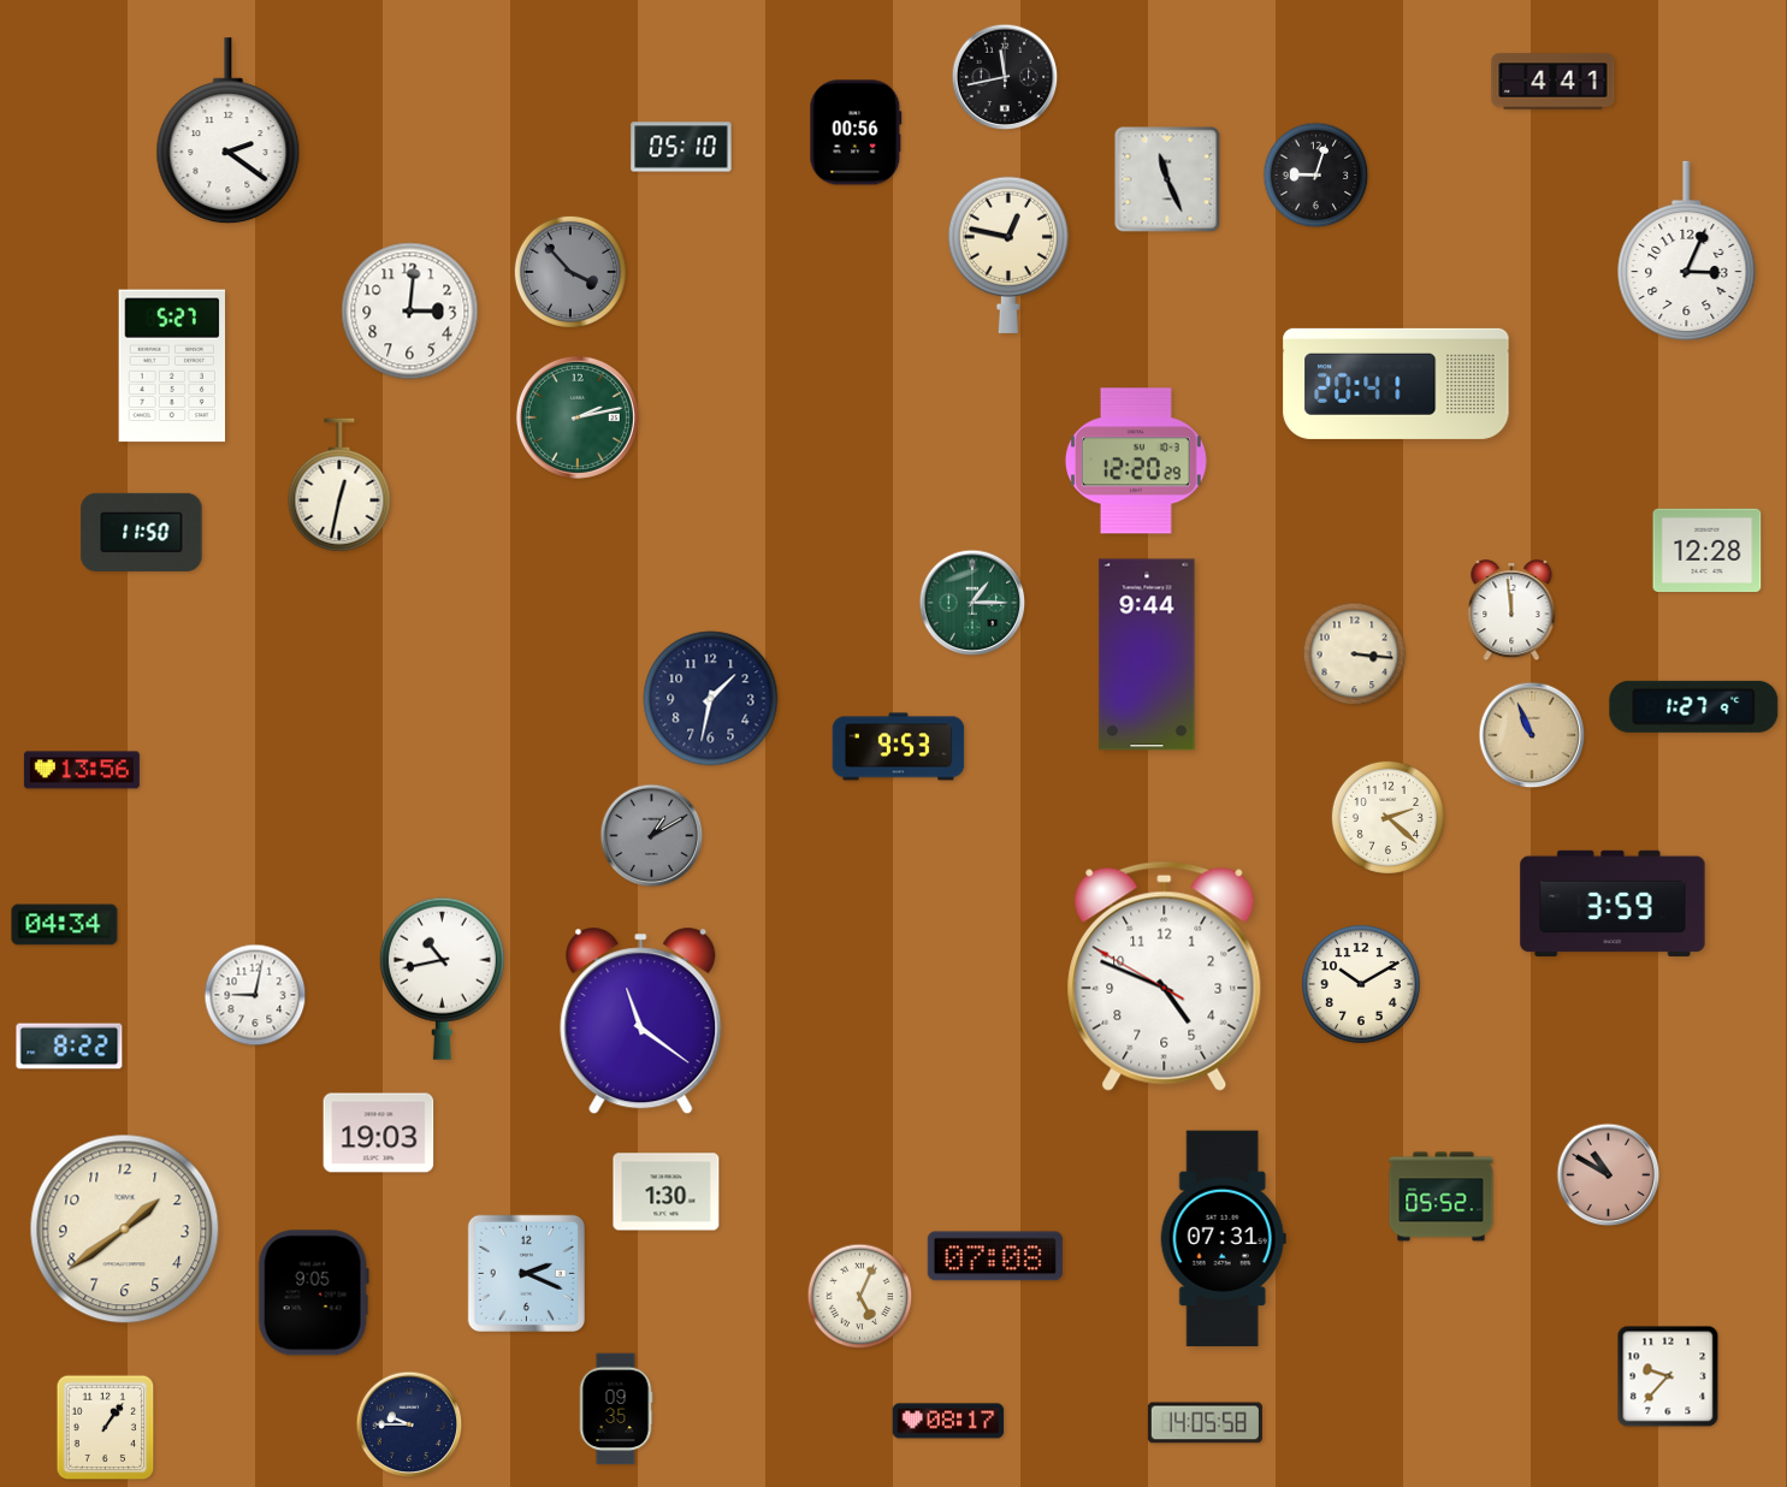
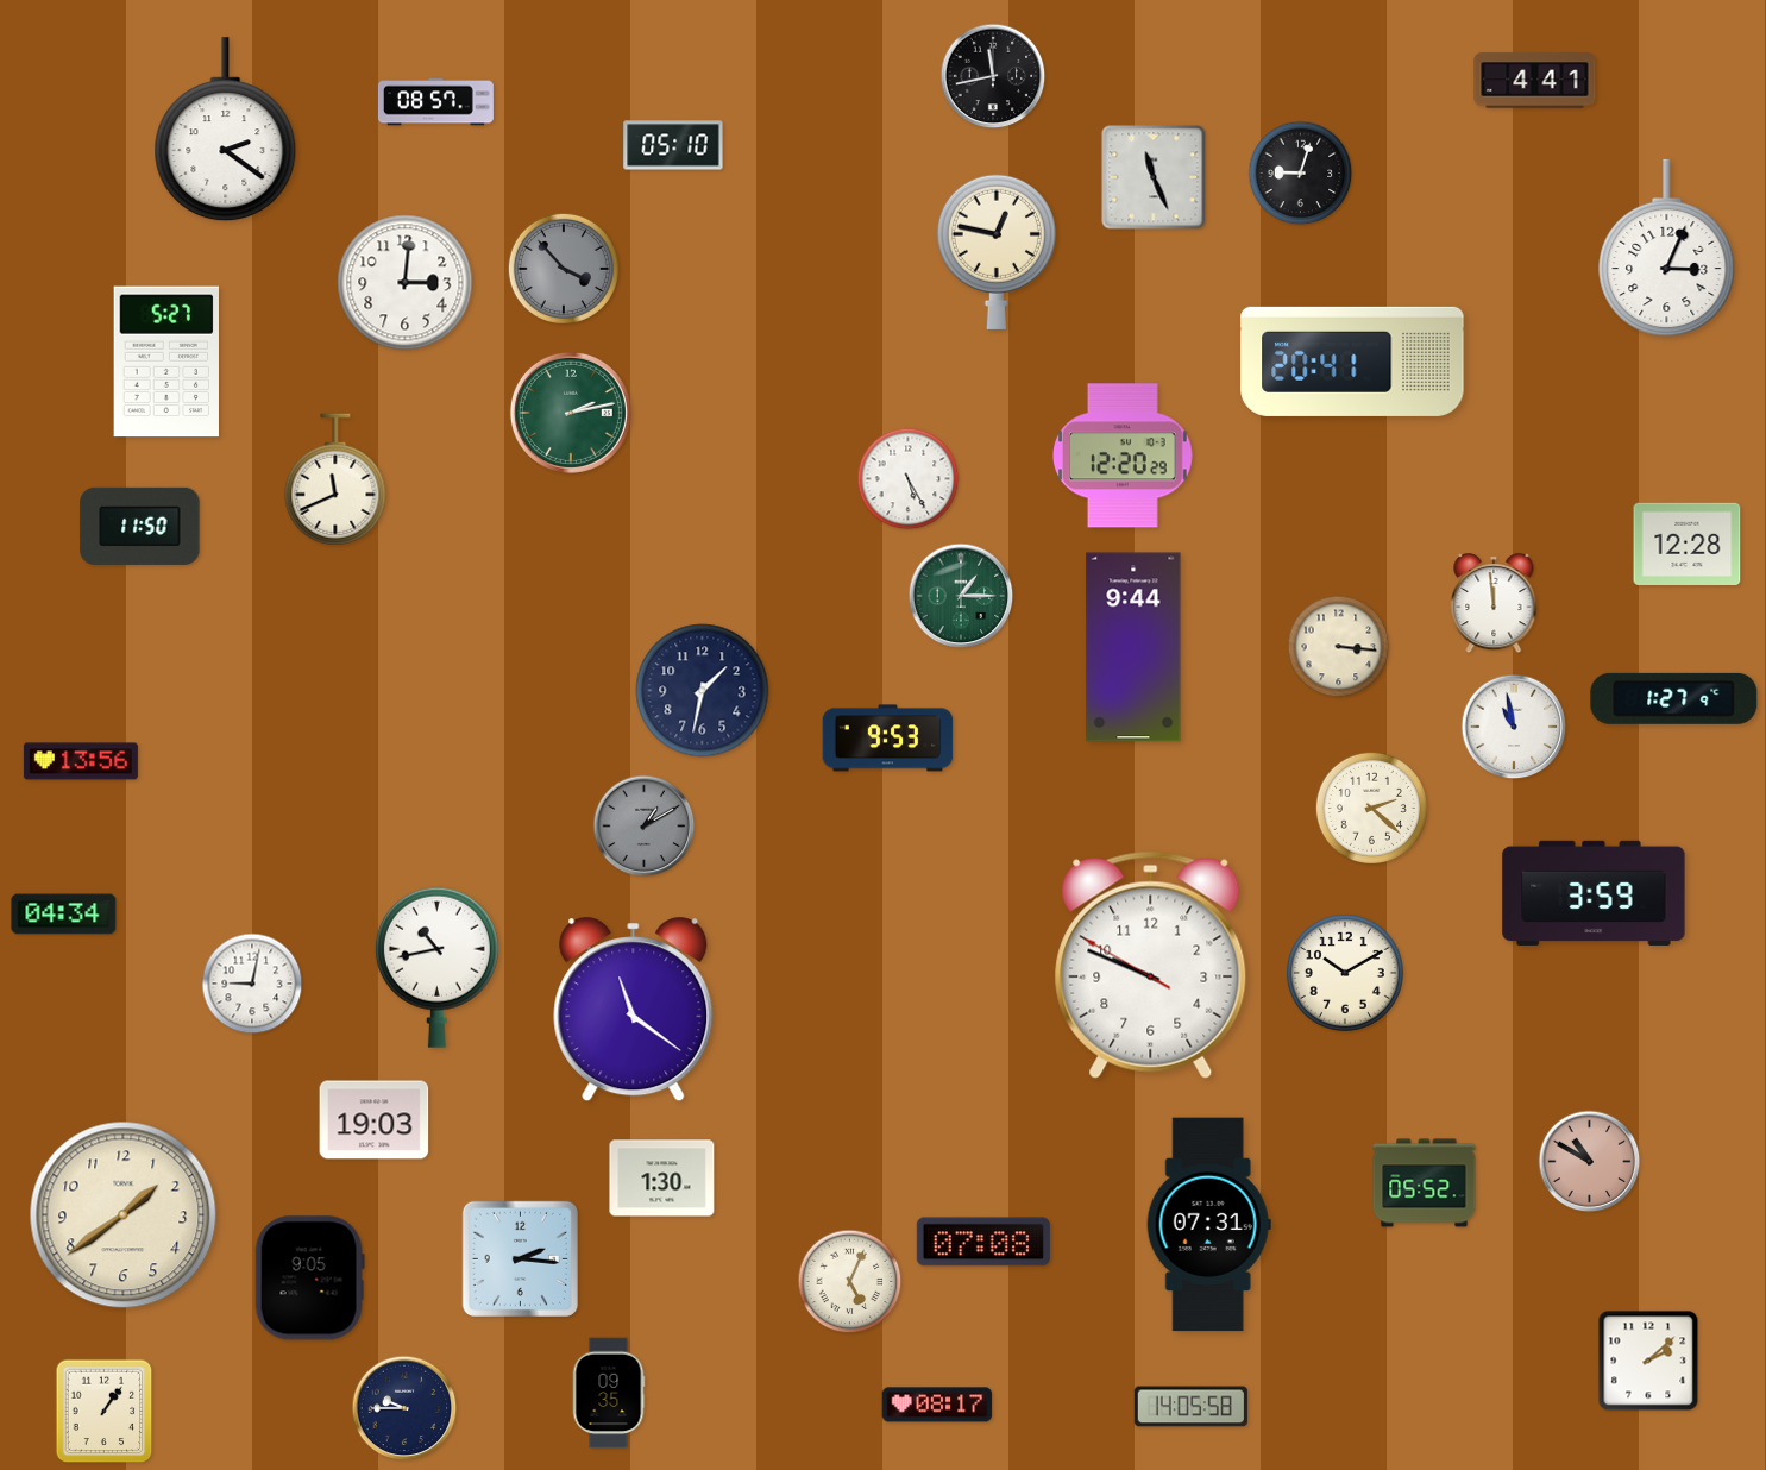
clock at (435, 102): none -> 08:57
clock at (856, 132): 00:56 -> none
clock at (410, 312) position: (410, 312) -> (406, 283)
clock at (172, 366) position: (172, 366) -> (166, 362)
clock at (1396, 384) position: (1396, 384) -> (1352, 362)
clock at (339, 485): 12:32 -> 11:41
clock at (909, 479): none -> 5:25
clock at (1532, 735): 10:56 -> 10:58
clock at (1532, 735) dial: champagne -> white
clock at (1165, 976): 4:48 -> 9:48
clock at (70, 1047): 8:22 -> none
clock at (667, 1192) position: (667, 1192) -> (662, 1179)
clock at (526, 1273): 2:19 -> 2:16
clock at (1668, 1376): 9:37 -> 2:08
